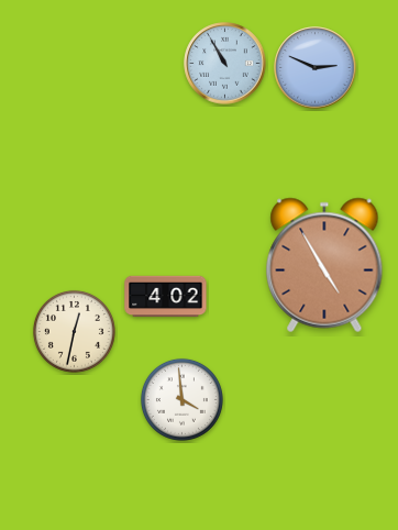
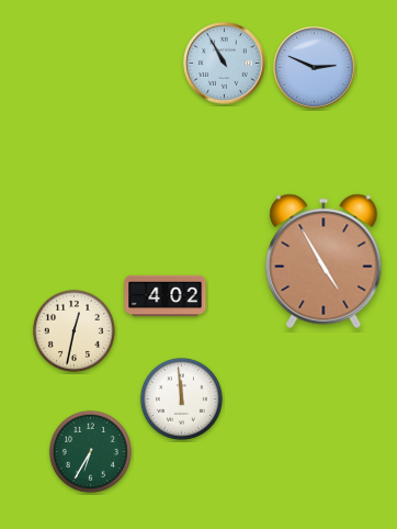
clock at (324, 265) position: (324, 265) -> (324, 261)
clock at (181, 399): 3:59 -> 11:59
clock at (90, 451): none -> 6:35
